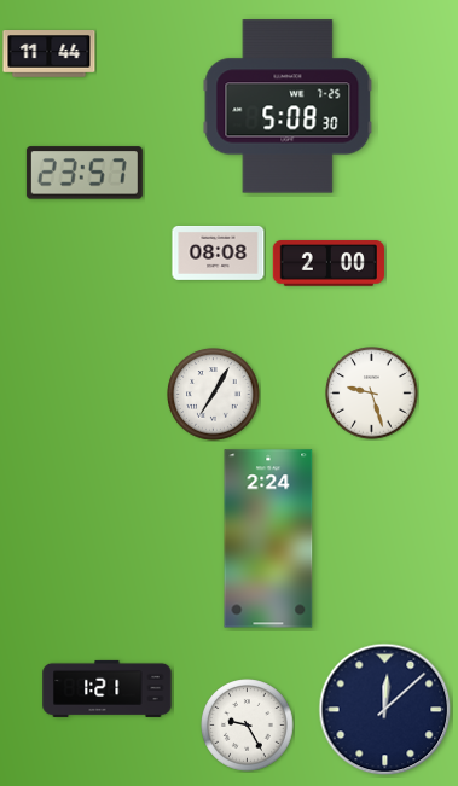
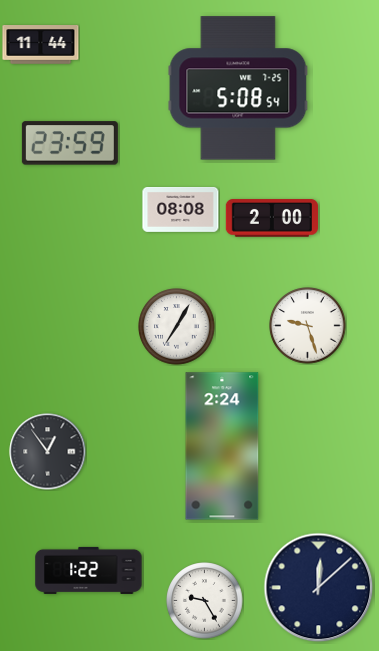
clock at (288, 106): 5:08:30 -> 5:08:54
clock at (85, 173): 23:57 -> 23:59
clock at (48, 452): none -> 12:54
clock at (108, 688): 1:21 -> 1:22
